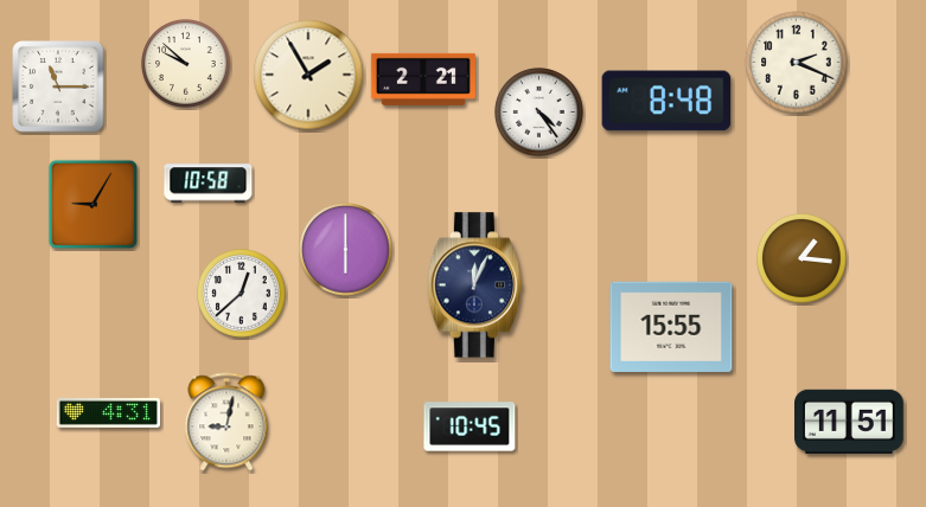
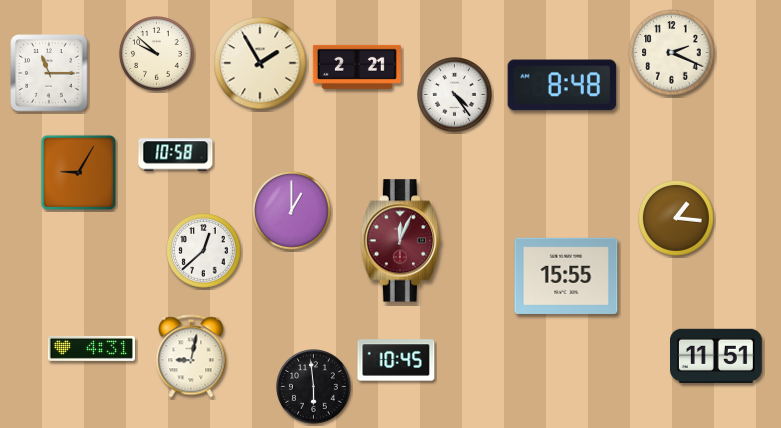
clock at (346, 250): 6:00 -> 1:00
clock at (475, 285) dial: navy -> burgundy
clock at (242, 294) position: (242, 294) -> (204, 251)
clock at (314, 387): none -> 5:59
